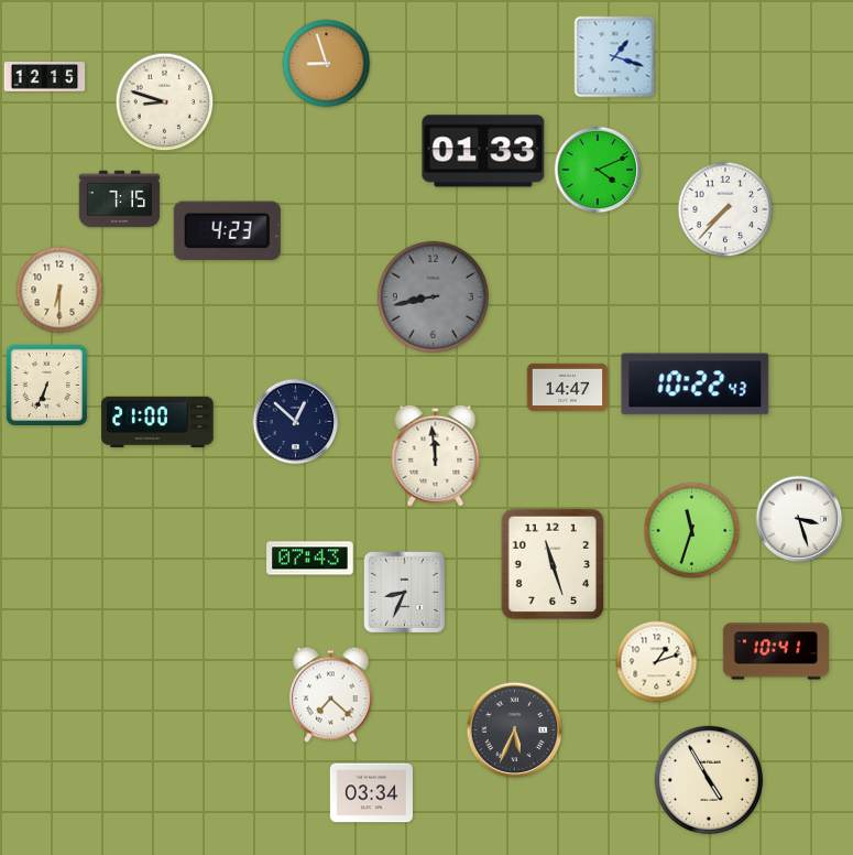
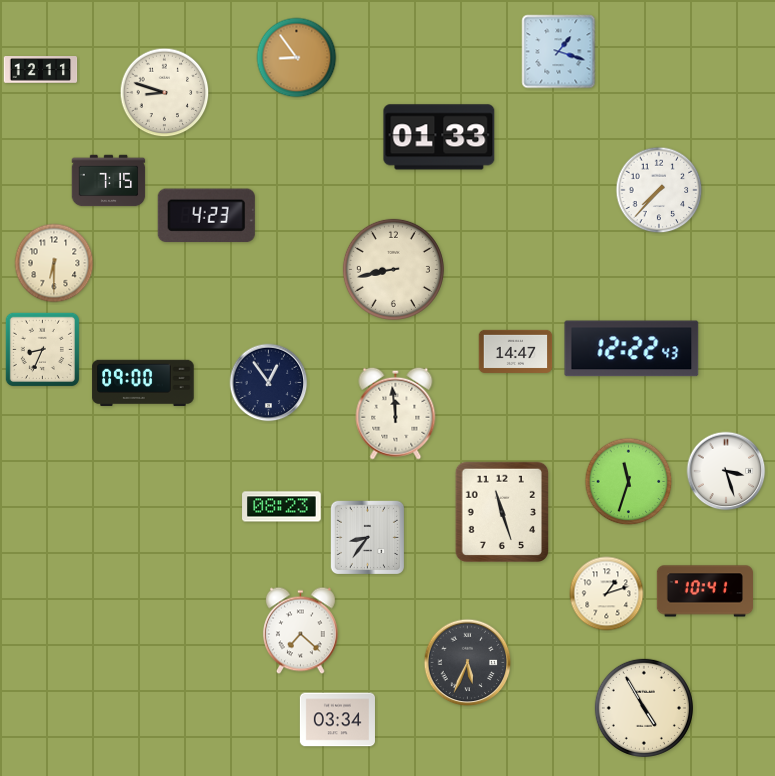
clock at (327, 64): 8:57 -> 8:54
clock at (45, 77): 12:15 -> 12:11
clock at (165, 102) position: (165, 102) -> (165, 93)
clock at (598, 170): 4:11 -> none
clock at (227, 231) position: (227, 231) -> (206, 216)
clock at (433, 296) dial: grey -> cream
clock at (46, 385): 6:34 -> 8:34
clock at (696, 385): 10:22 -> 12:22
clock at (157, 422): 21:00 -> 09:00
clock at (296, 422): 12:52 -> 12:54
clock at (310, 559): 07:43 -> 08:23
clock at (404, 592): 8:34 -> 8:36
clock at (657, 662) position: (657, 662) -> (607, 594)
